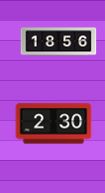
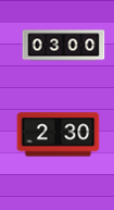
clock at (59, 42): 18:56 -> 03:00
